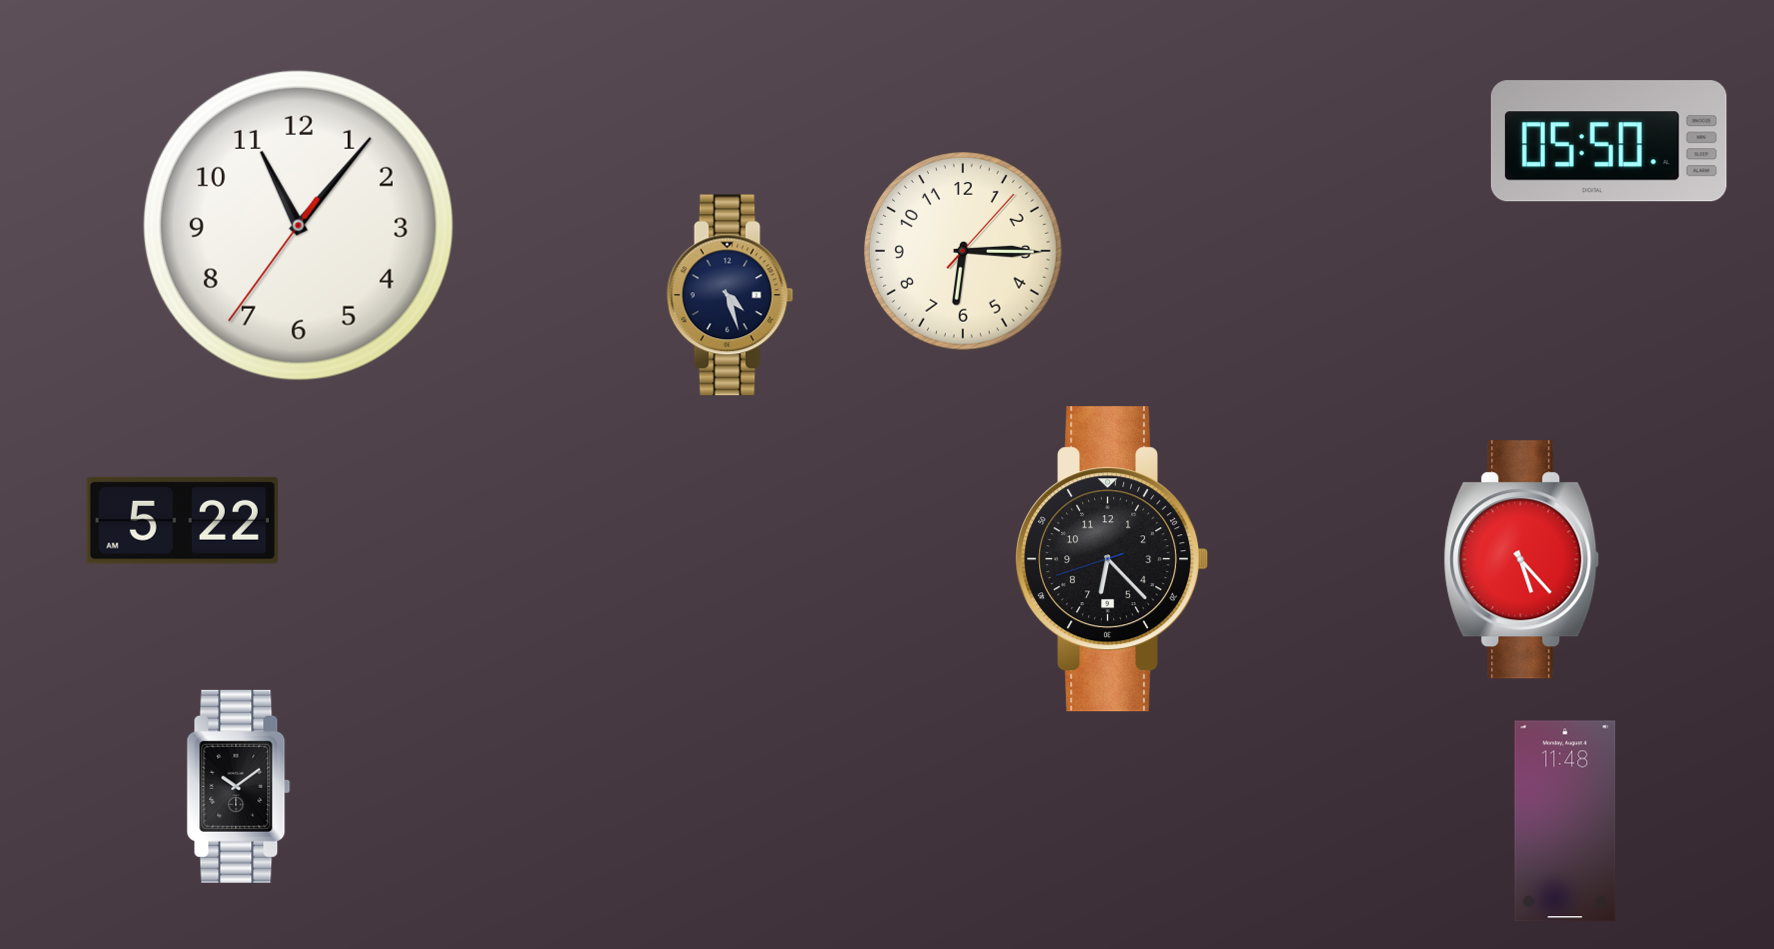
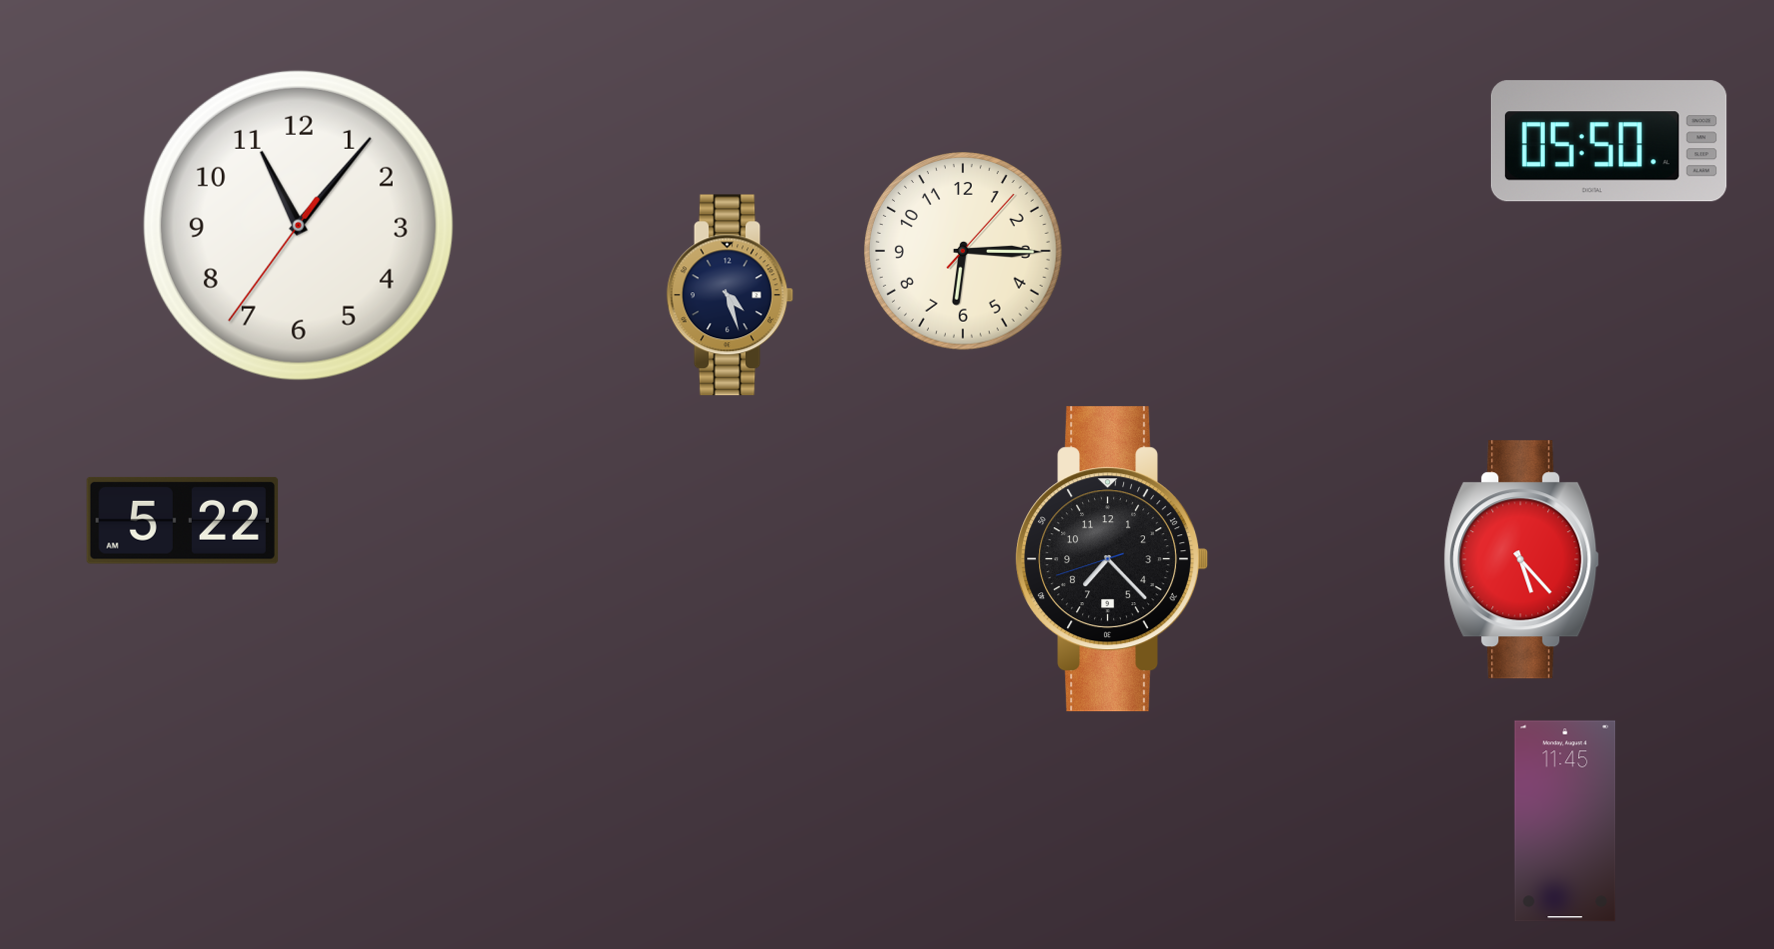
clock at (1113, 559): 6:22 -> 7:22
clock at (239, 786): 10:09 -> none
clock at (1565, 821): 11:48 -> 11:45
